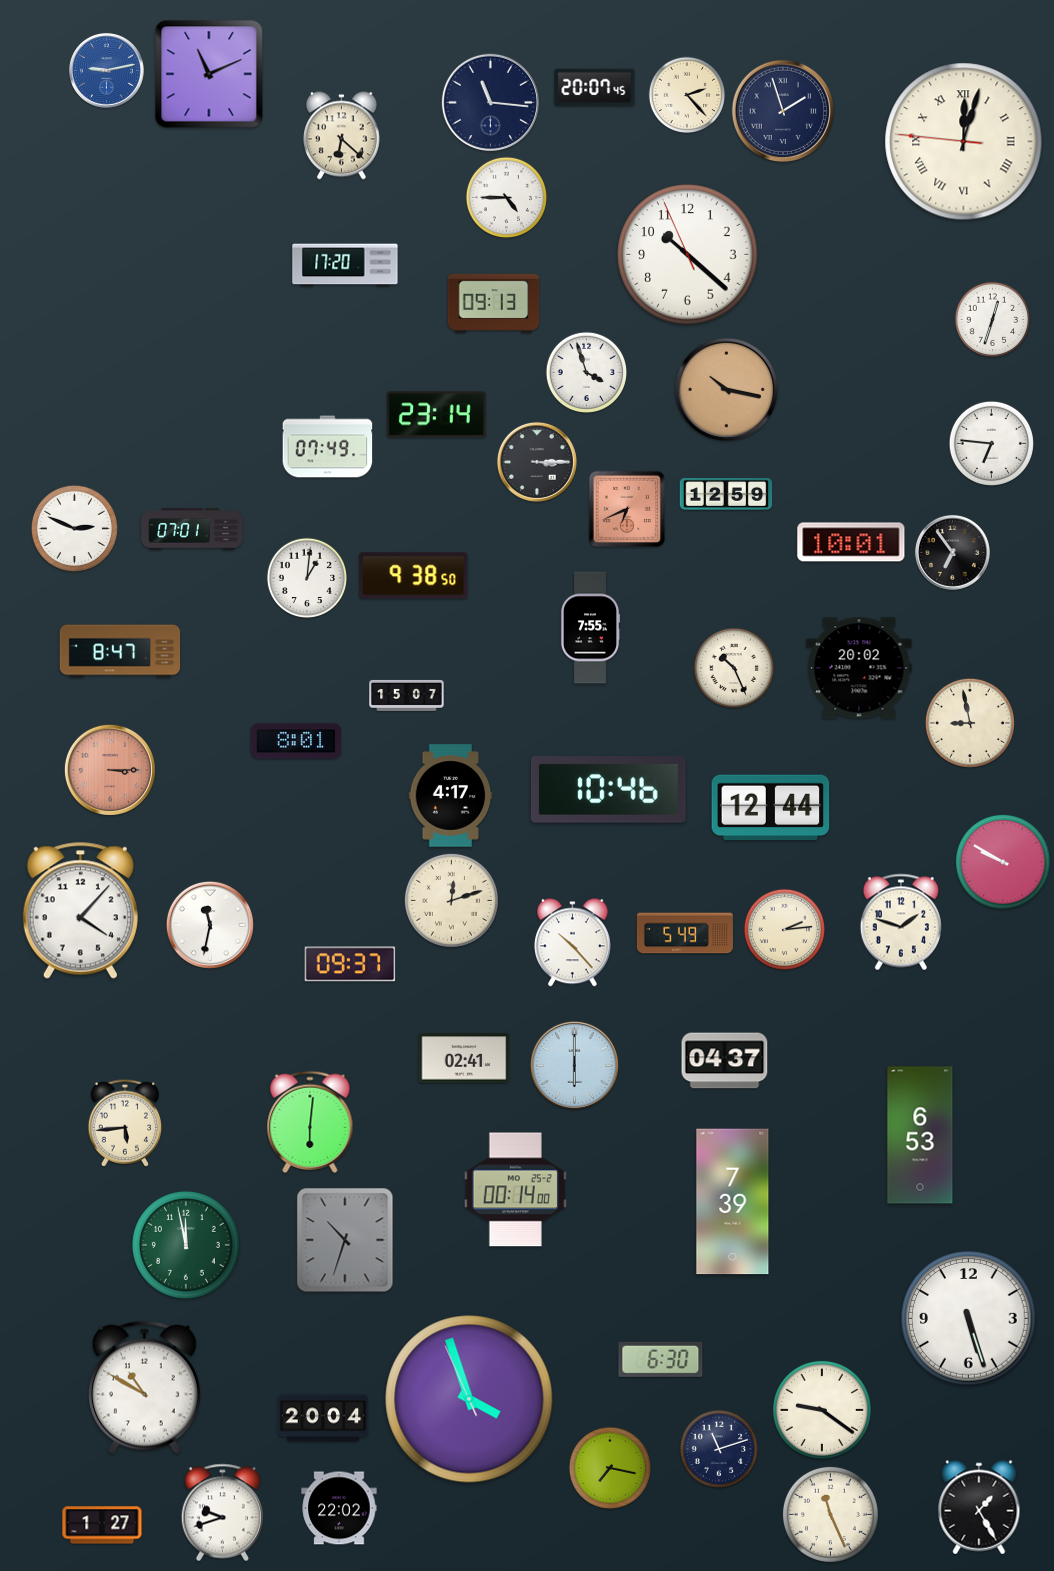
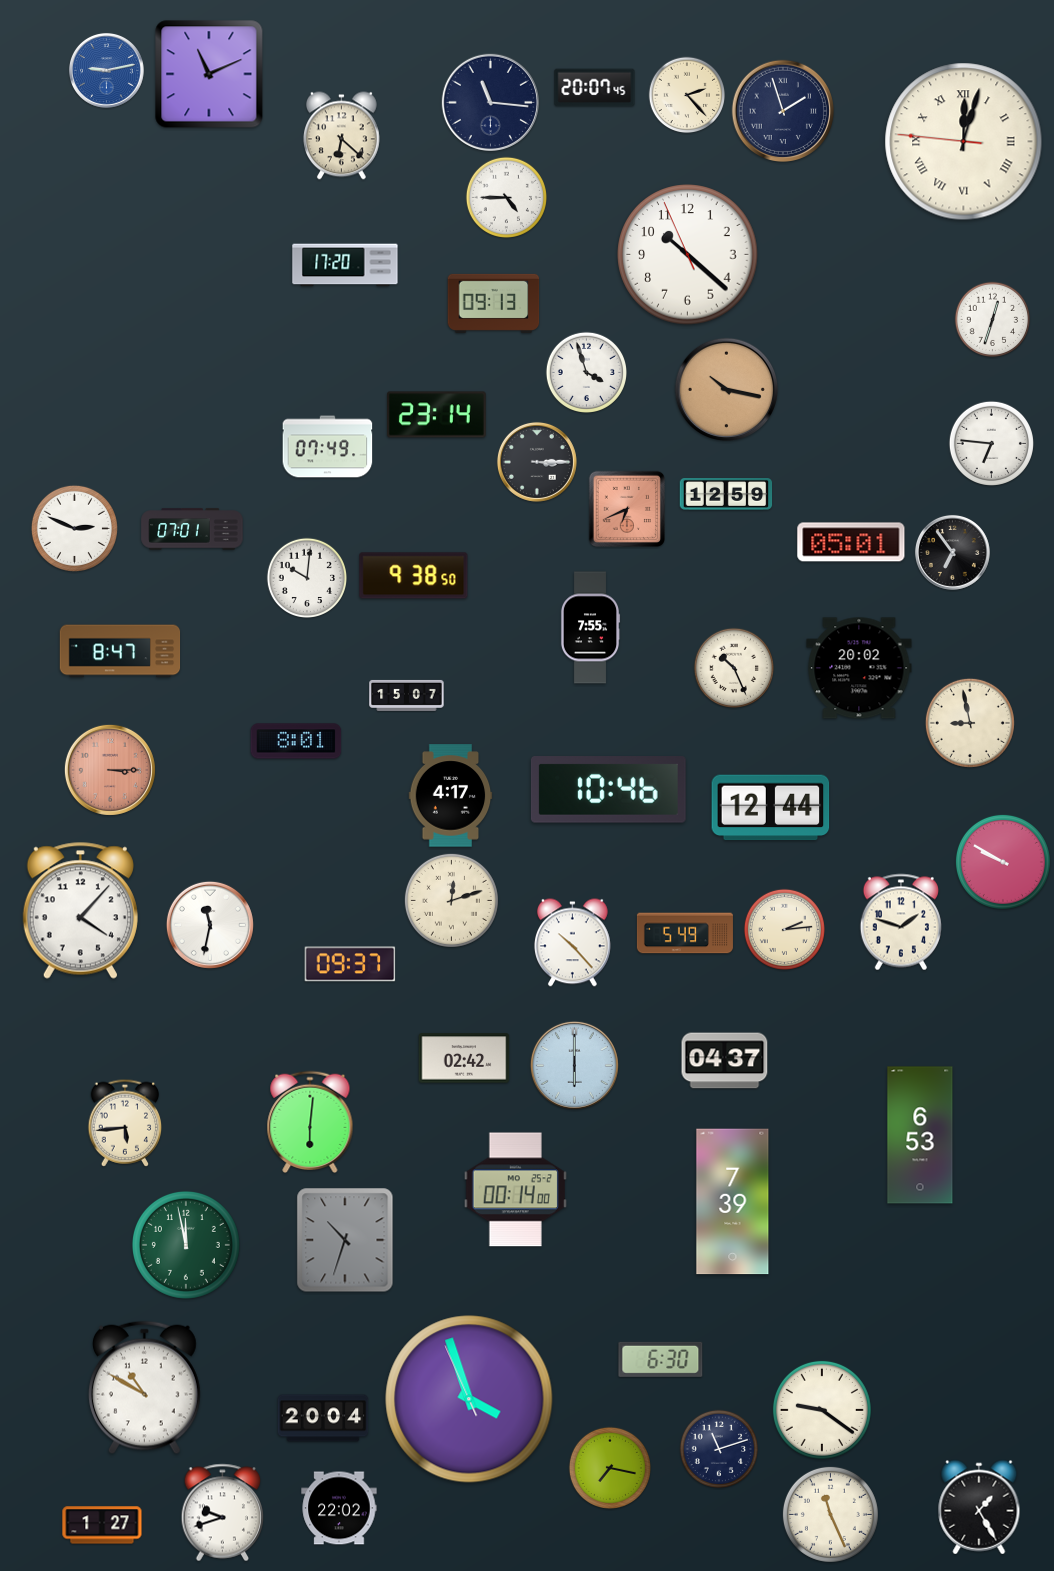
clock at (851, 542): 10:01 -> 05:01
clock at (306, 577): 1:01 -> 10:01
clock at (464, 1058): 02:41 -> 02:42
clock at (969, 1319): 5:27 -> none
